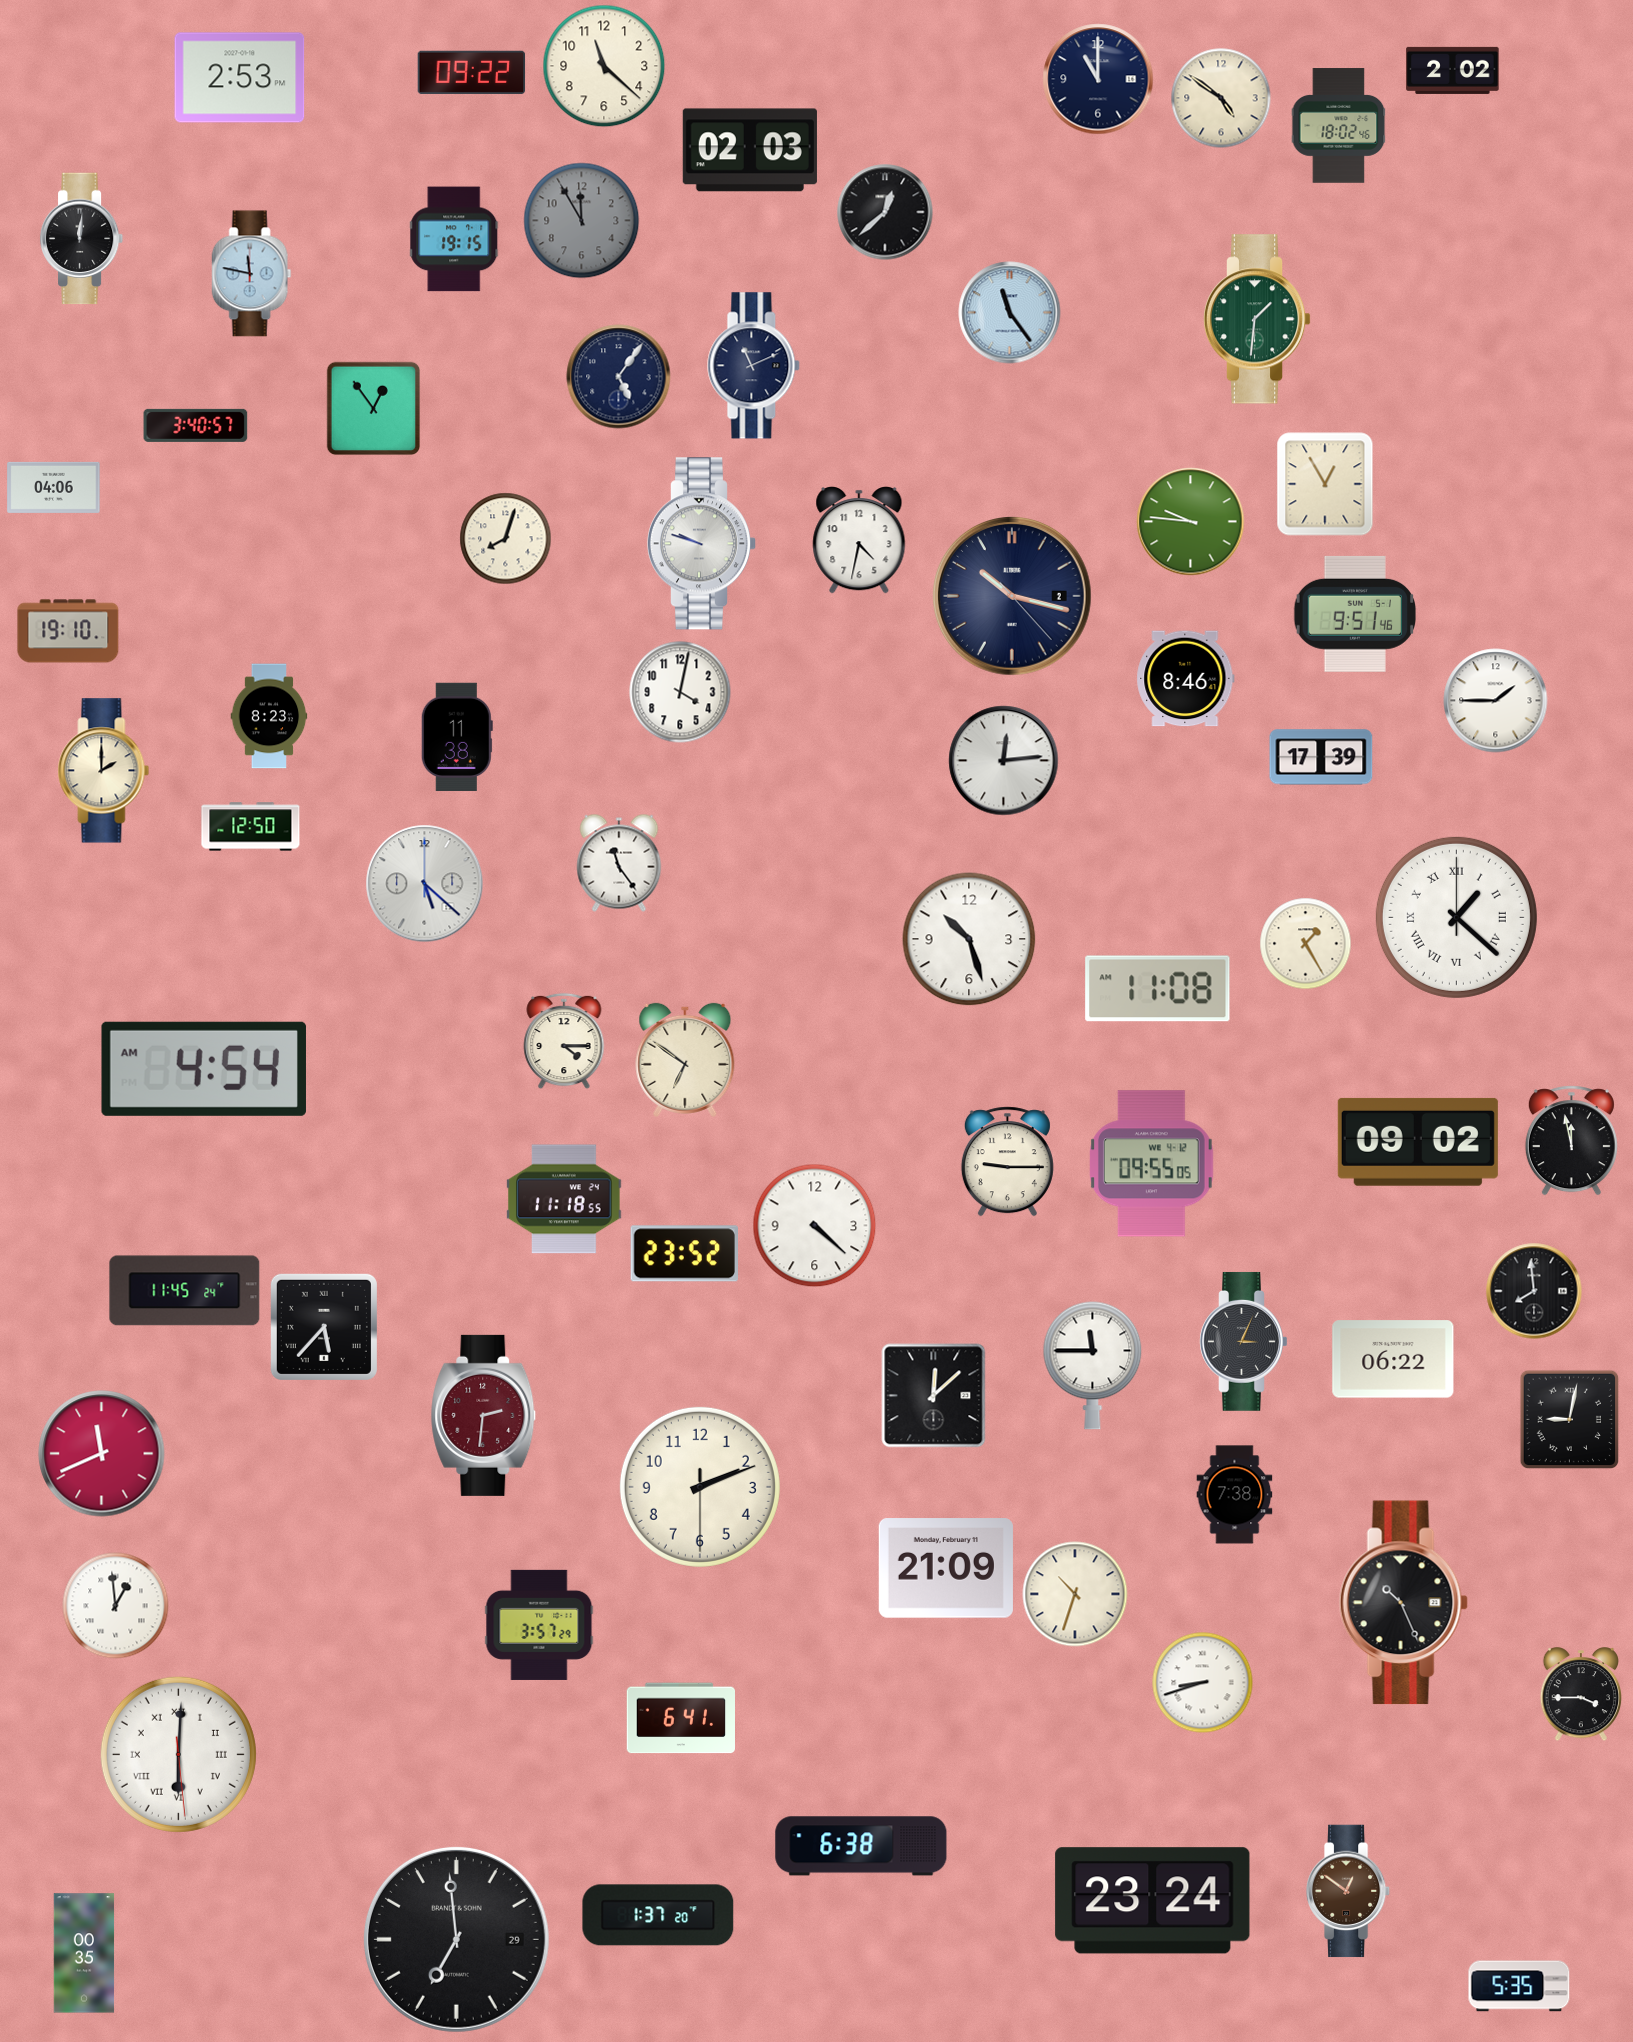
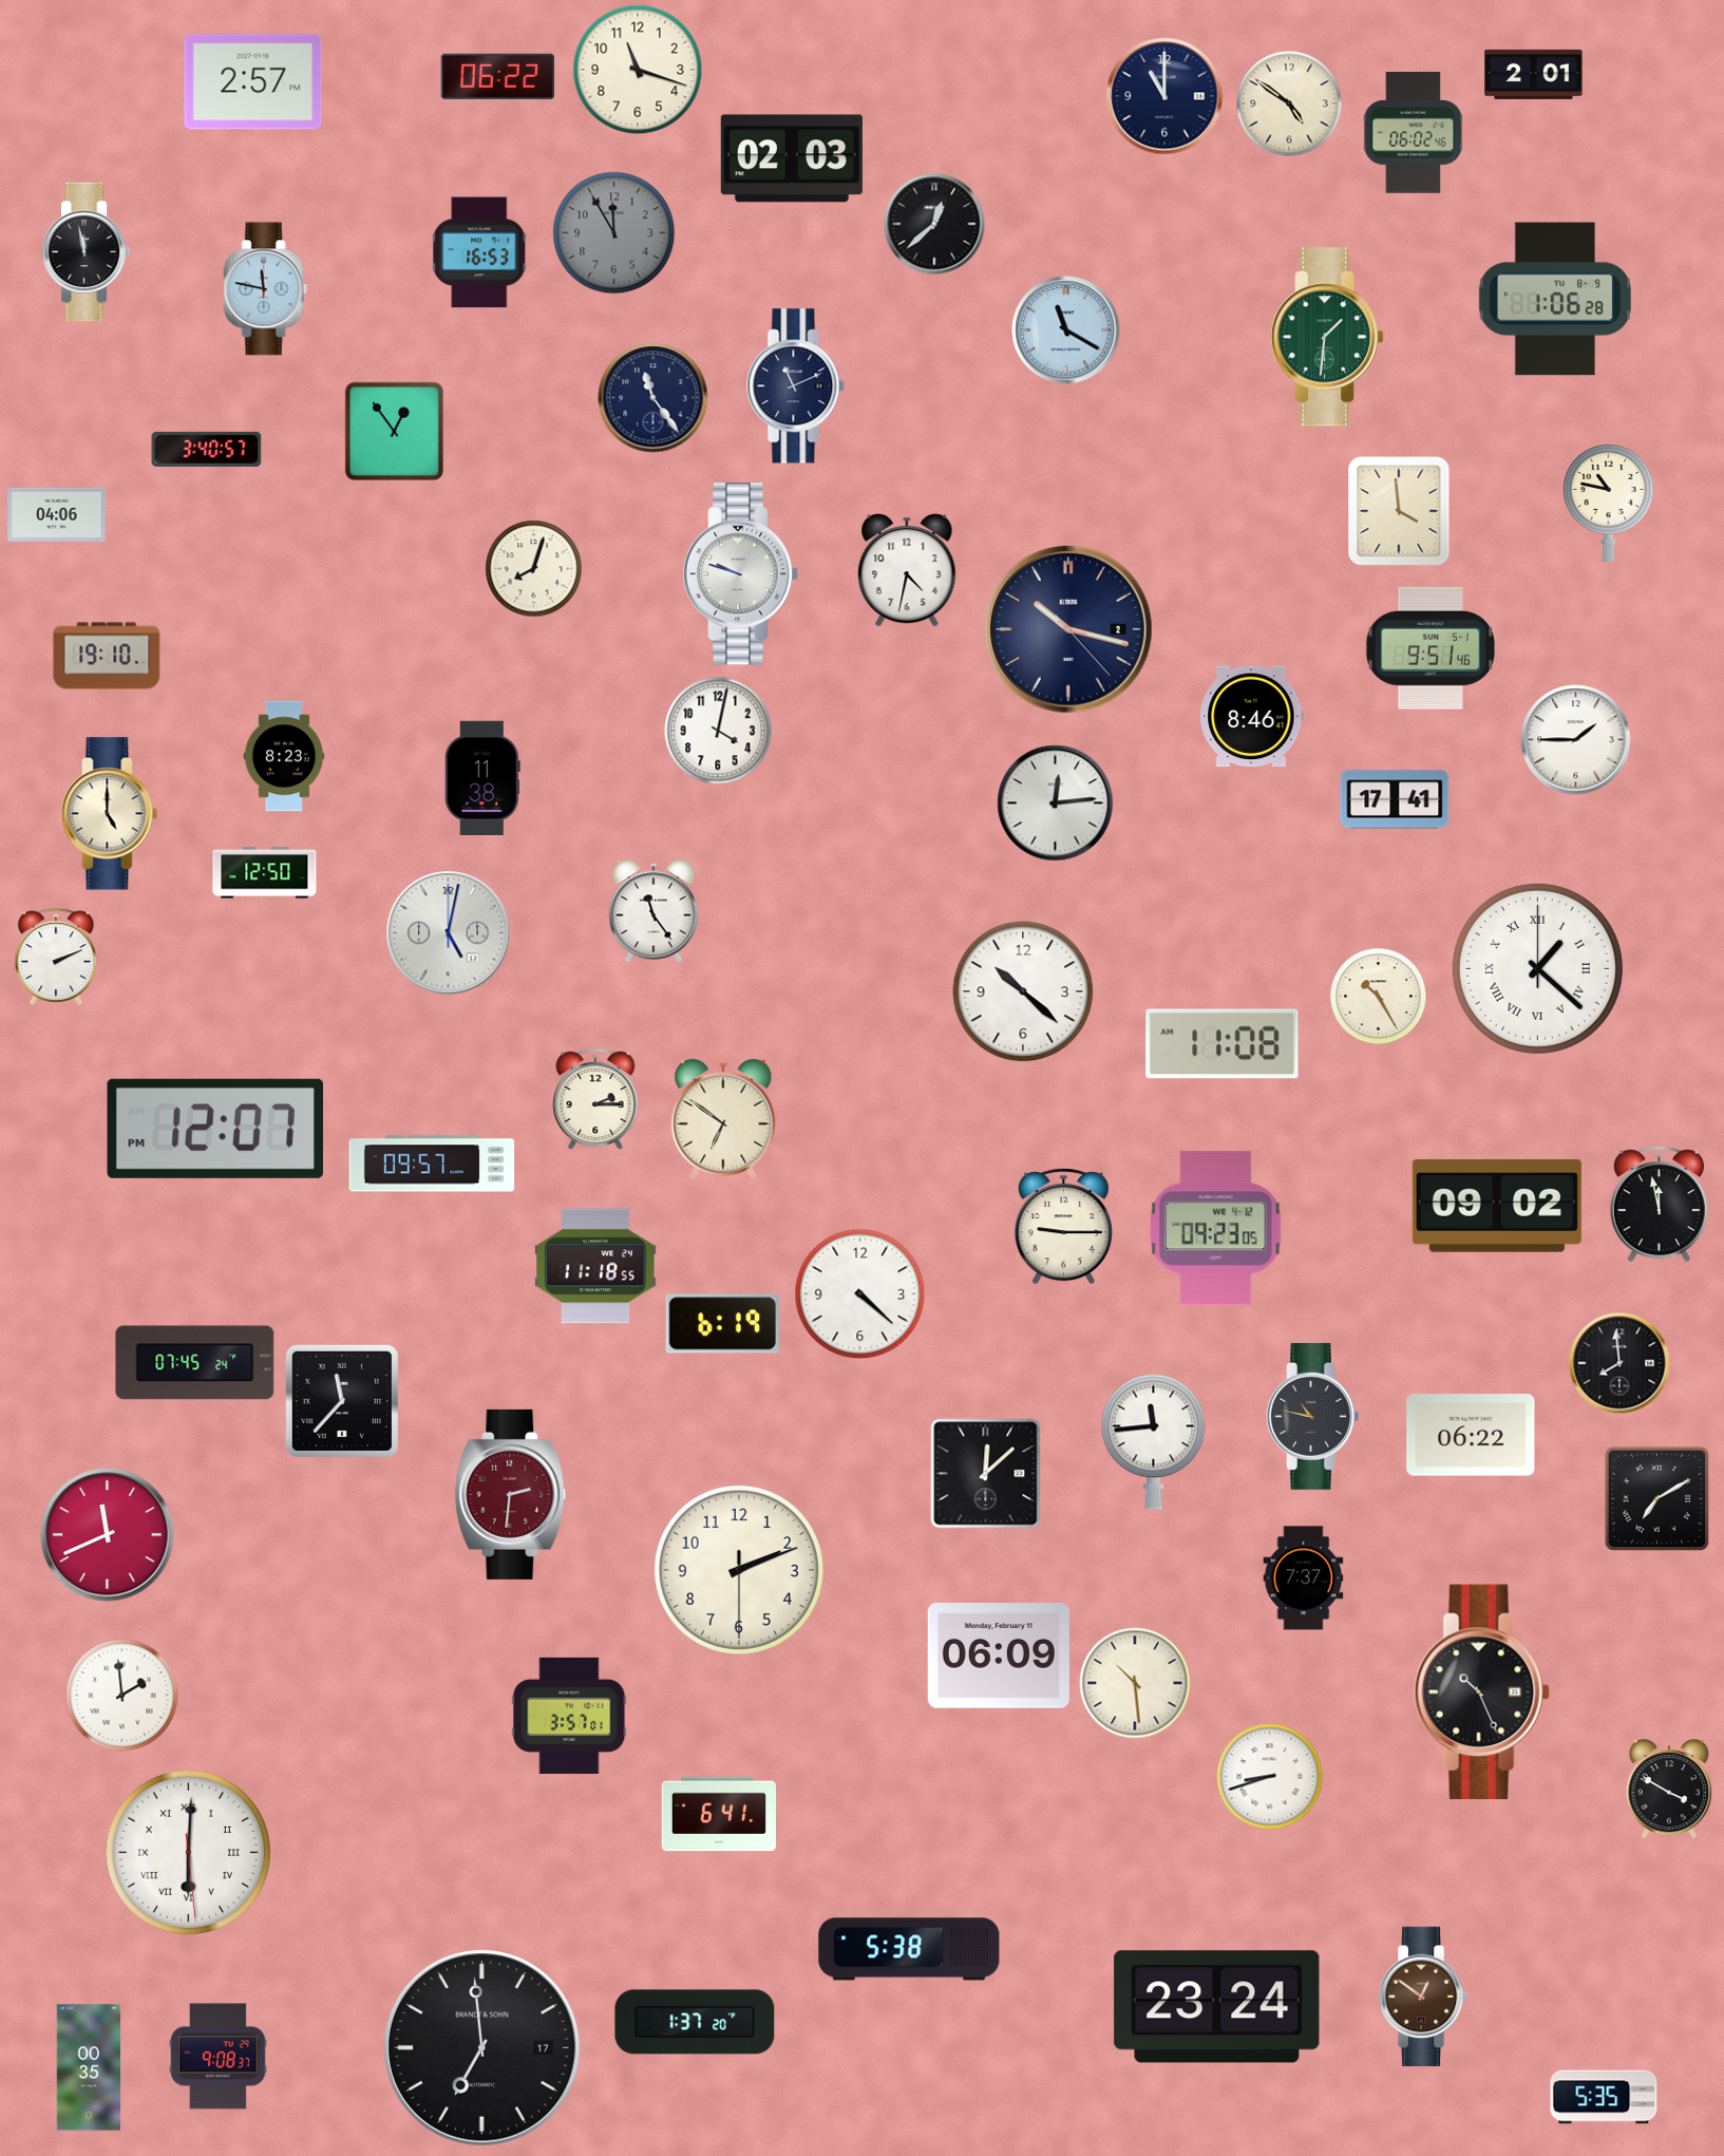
clock at (604, 66): 11:22 -> 11:18
clock at (1453, 70): 2:02 -> 2:01
clock at (472, 72): 09:22 -> 06:22
clock at (240, 78): 2:53 -> 2:57
clock at (1098, 79) position: (1098, 79) -> (1164, 96)
clock at (1339, 126): 18:02 -> 06:02
clock at (82, 239): 12:01 -> 11:58
clock at (455, 239): 19:15 -> 16:53
clock at (1555, 299): none -> 1:06
clock at (1010, 313): 11:24 -> 11:20
clock at (619, 377): 5:06 -> 11:24
clock at (1609, 503): none -> 10:47
clock at (1325, 484): 12:55 -> 3:59
clock at (1191, 522): 9:46 -> none
clock at (68, 631) position: (68, 631) -> (107, 656)
clock at (1496, 701) position: (1496, 701) -> (1576, 740)
clock at (1321, 757): 17:39 -> 17:41
clock at (1004, 761) position: (1004, 761) -> (1056, 803)
clock at (104, 771): 2:00 -> 5:00
clock at (425, 884): 5:22 -> 5:02
clock at (56, 957): none -> 2:11
clock at (969, 939): 10:27 -> 10:22
clock at (1306, 944): 1:25 -> 10:25
clock at (564, 1041): 4:15 -> 2:15
clock at (204, 1069): 4:54 -> 12:07
clock at (432, 1164): none -> 09:57
clock at (1151, 1164): 09:55 -> 09:23
clock at (684, 1254): 23:52 -> 6:19
clock at (185, 1291): 11:45 -> 07:45
clock at (324, 1327): 5:37 -> 11:37
clock at (1244, 1341): 3:04 -> 10:47
clock at (1093, 1365): 11:45 -> 11:44
clock at (1570, 1420): 9:02 -> 7:10
clock at (1235, 1495): 7:38 -> 7:37
clock at (946, 1568): 21:09 -> 06:09
clock at (1075, 1594): 10:33 -> 10:29
clock at (116, 1606): 12:59 -> 1:59
clock at (539, 1625): 3:57:29 -> 3:57:01
clock at (1580, 1695): 3:45 -> 3:50
clock at (861, 1846): 6:38 -> 5:38
clock at (456, 1939) date: 29 -> 17
clock at (217, 2057): none -> 9:08
clock at (84, 1953) position: (84, 1953) -> (89, 2067)
